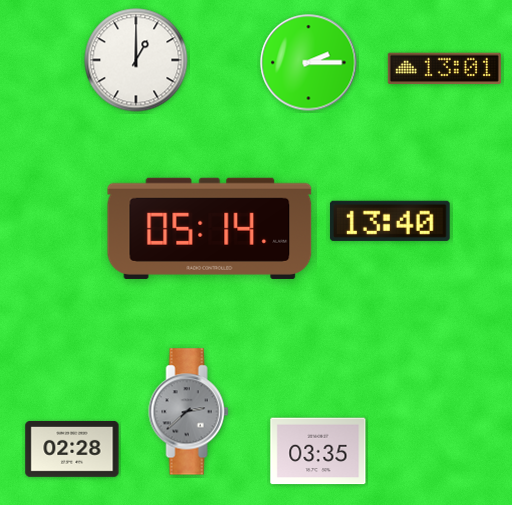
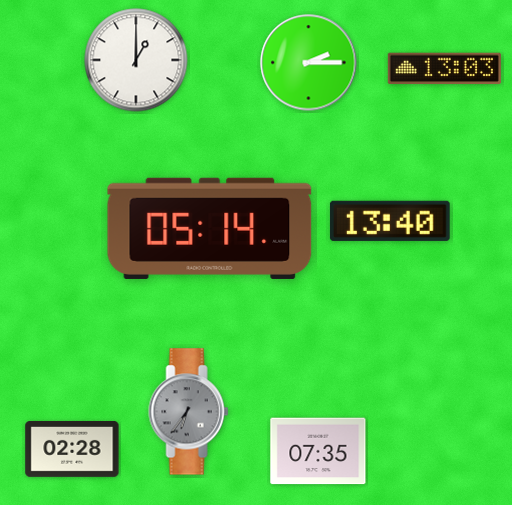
clock at (444, 69): 13:01 -> 13:03
clock at (189, 412): 2:38 -> 6:36
clock at (318, 451): 03:35 -> 07:35
